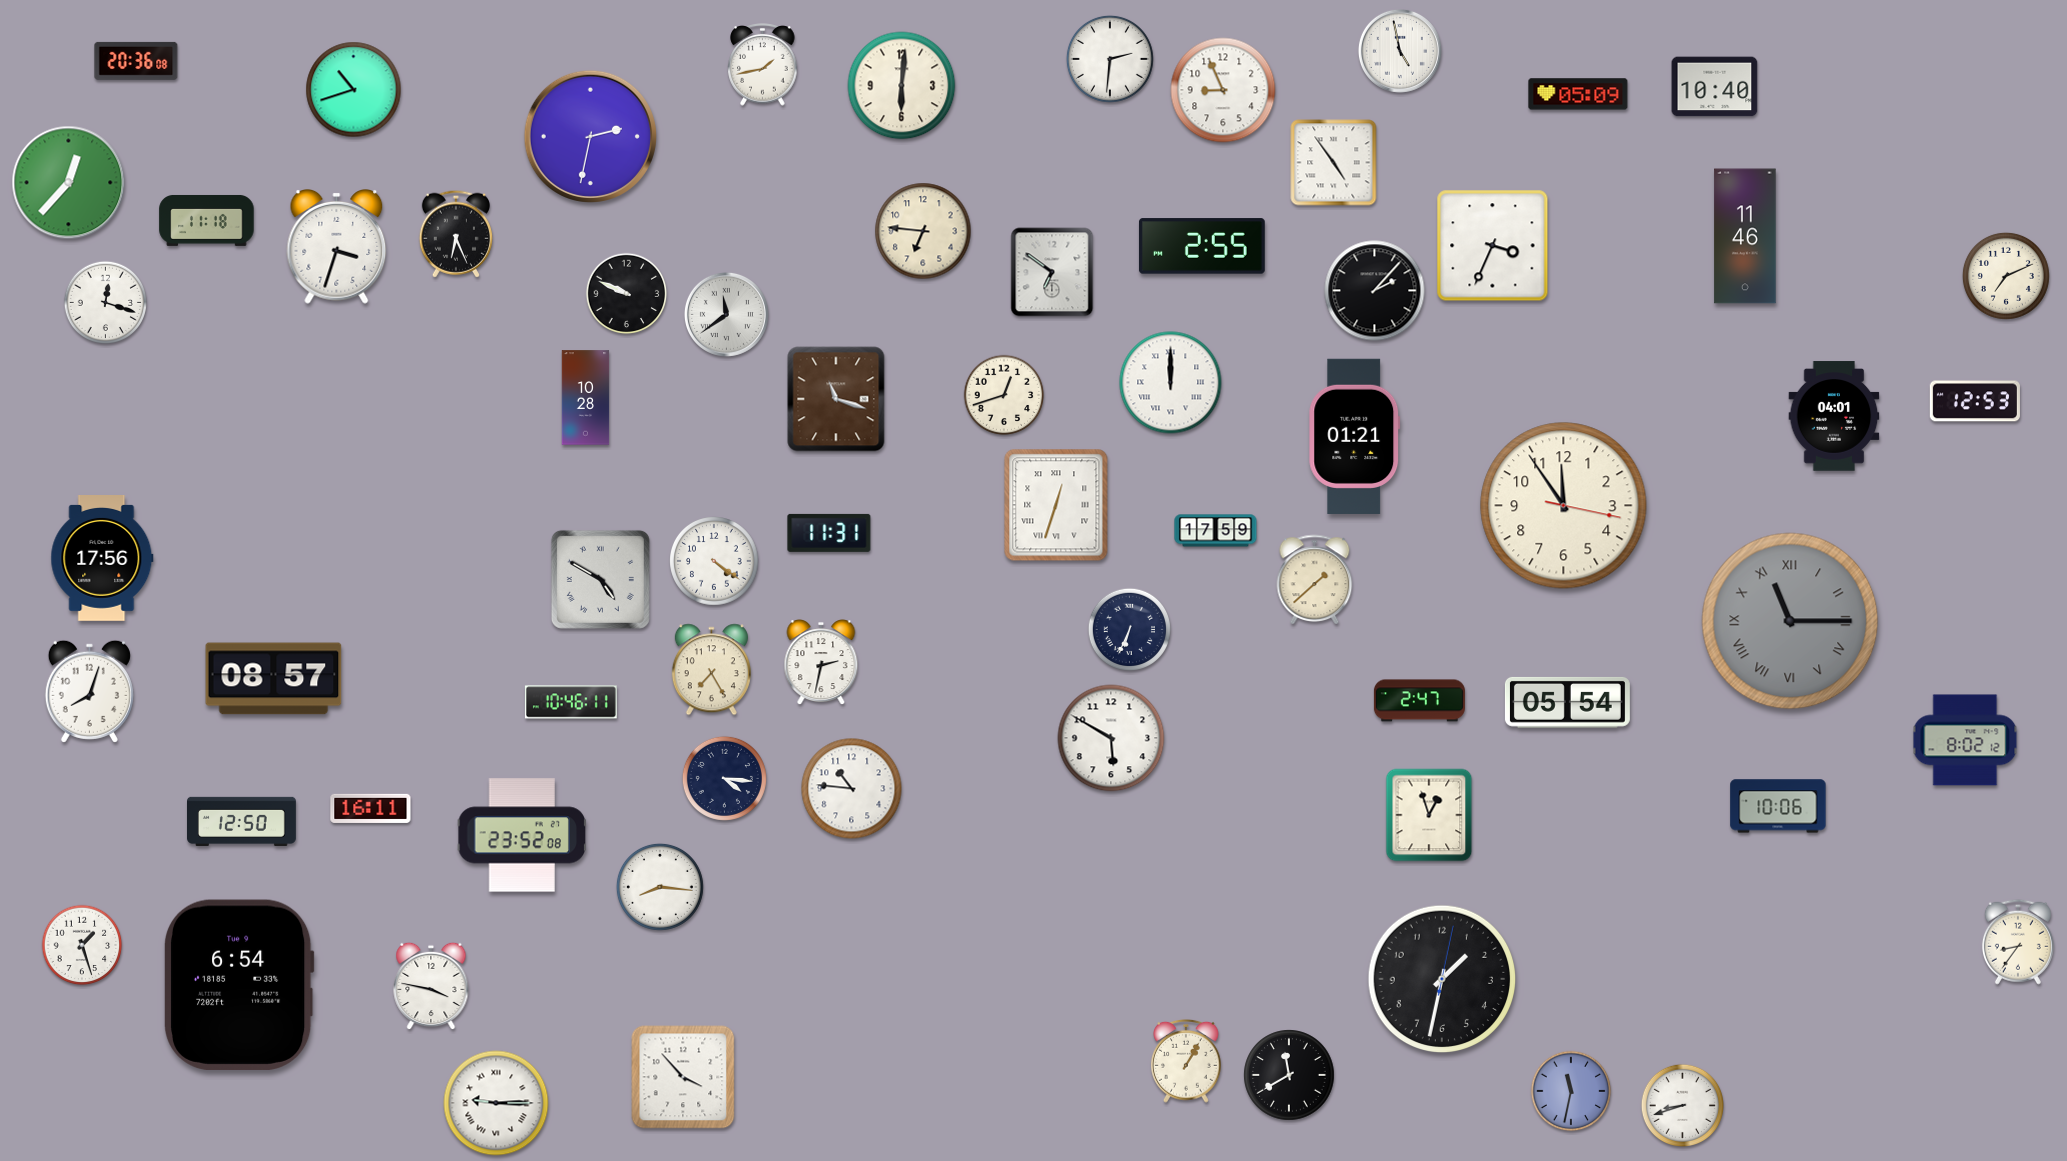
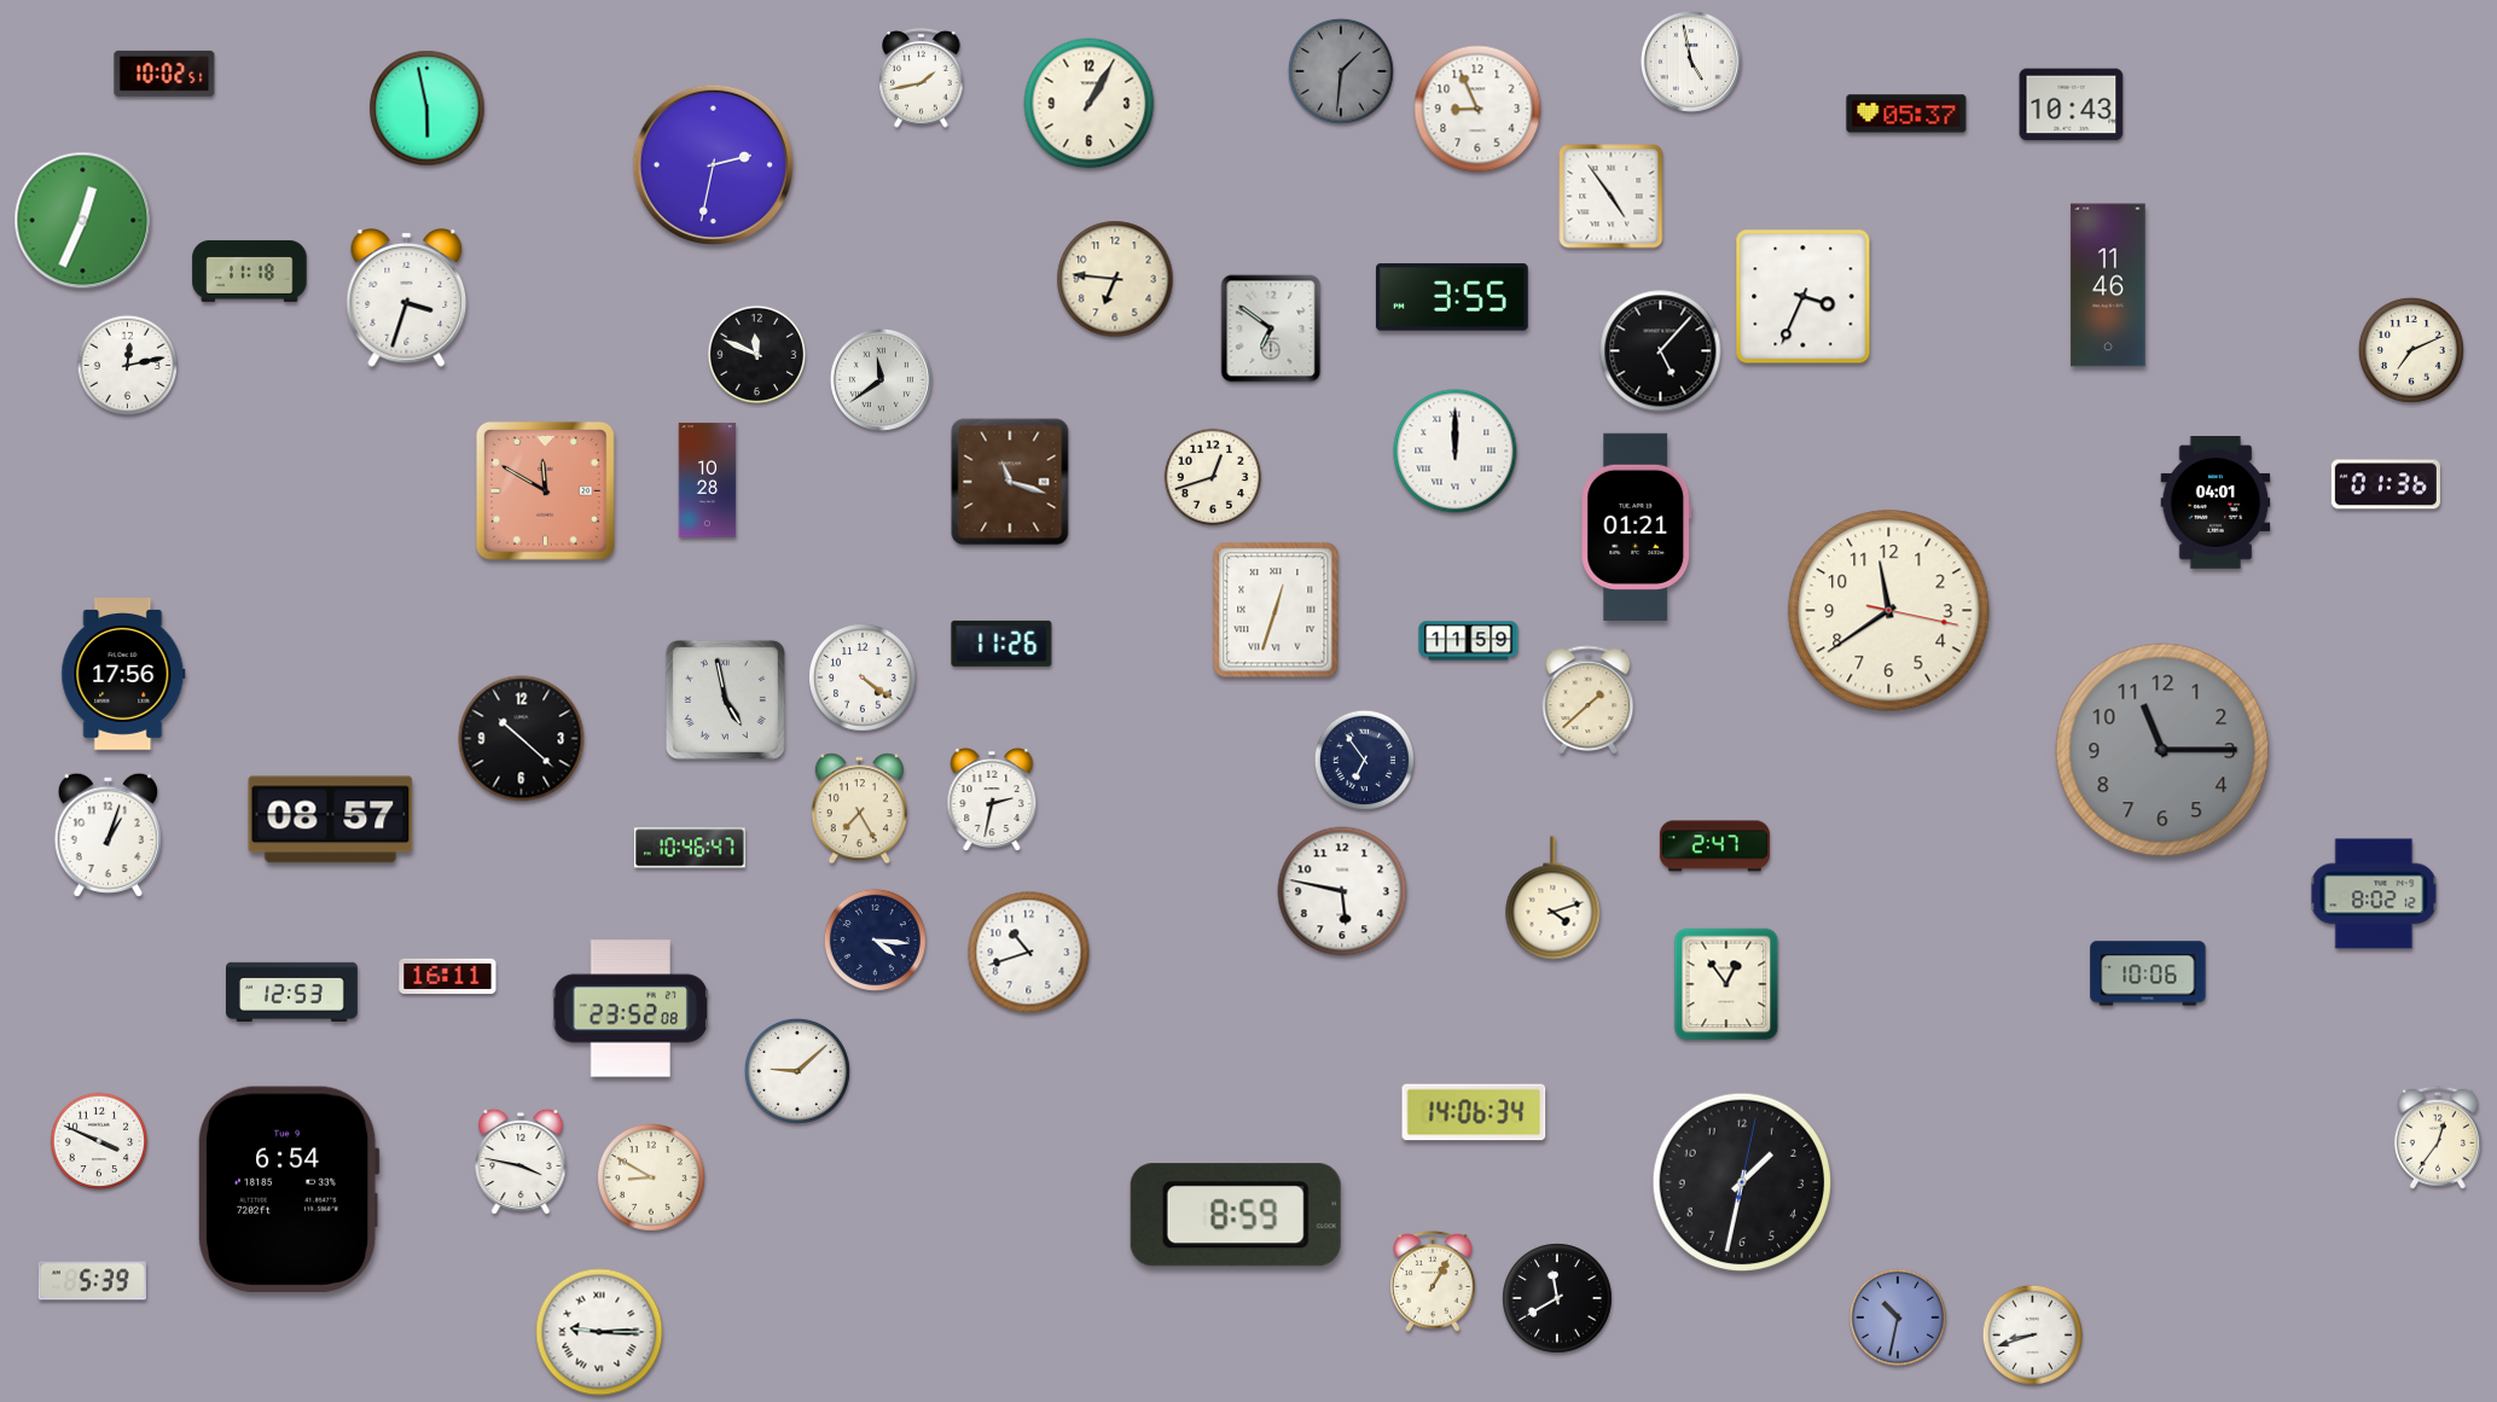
clock at (1110, 59): 2:31 -> 1:31
clock at (1110, 59) dial: white -> grey
clock at (136, 61): 20:36 -> 10:02
clock at (902, 86): 6:01 -> 1:05
clock at (1715, 87): 10:40 -> 10:43
clock at (354, 90): 10:42 -> 5:58
clock at (1578, 94): 05:09 -> 05:37
clock at (69, 183): 12:37 -> 12:34
clock at (207, 220) position: (207, 220) -> (250, 270)
clock at (456, 234): 6:26 -> none
clock at (1202, 246): 2:55 -> 3:55
clock at (2006, 276) position: (2006, 276) -> (2411, 350)
clock at (1375, 291): 2:07 -> 5:07
clock at (627, 294): 9:49 -> 11:49
clock at (105, 302): 12:18 -> 12:13
clock at (726, 314) position: (726, 314) -> (881, 379)
clock at (1171, 383) position: (1171, 383) -> (1456, 452)
clock at (1975, 401): 12:53 -> 01:36
clock at (545, 490): none -> 11:50
clock at (1564, 506): 11:54 -> 11:39
clock at (1216, 531): 17:59 -> 11:59
clock at (829, 533): 11:31 -> 11:26
clock at (600, 579): 4:50 -> 4:58
clock at (522, 739): none -> 10:22
clock at (1790, 621) numerals: Roman -> Arabic
clock at (1129, 629): 6:34 -> 6:54
clock at (89, 691): 8:03 -> 1:03
clock at (571, 702): 10:46:11 -> 10:46:47
clock at (1567, 702): 05:54 -> none
clock at (1111, 738): 5:50 -> 5:47
clock at (1554, 898): none -> 4:12
clock at (852, 789): 10:46 -> 10:42
clock at (1429, 815): 12:57 -> 12:54
clock at (242, 821): 12:50 -> 12:53
clock at (660, 887): 8:16 -> 9:08
clock at (1474, 1112): none -> 14:06
clock at (2018, 942): 8:36 -> 12:36
clock at (82, 945): 1:27 -> 3:49
clock at (652, 1179): none -> 8:50
clock at (431, 986) position: (431, 986) -> (521, 1162)
clock at (1236, 1215): none -> 8:59
clock at (92, 1281): none -> 5:39
clock at (683, 1077): 3:53 -> none
clock at (1571, 1091): 11:32 -> 10:32
